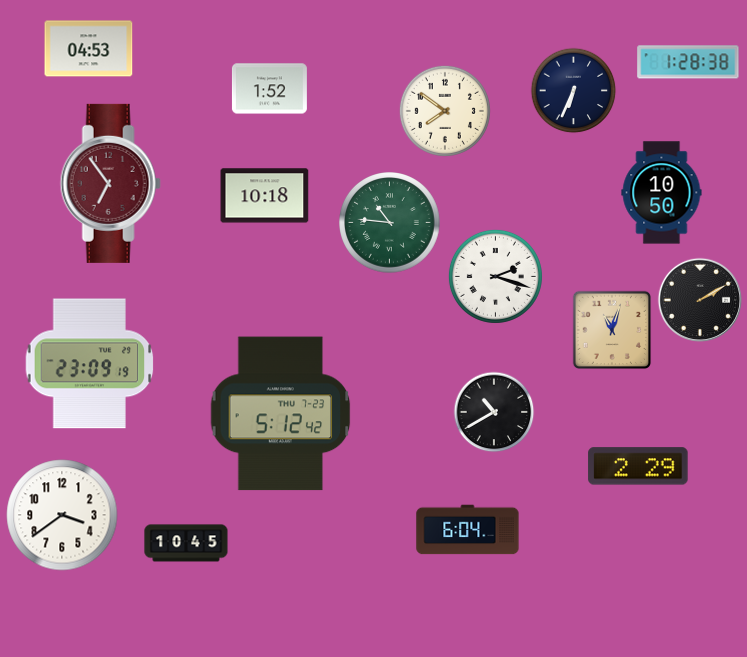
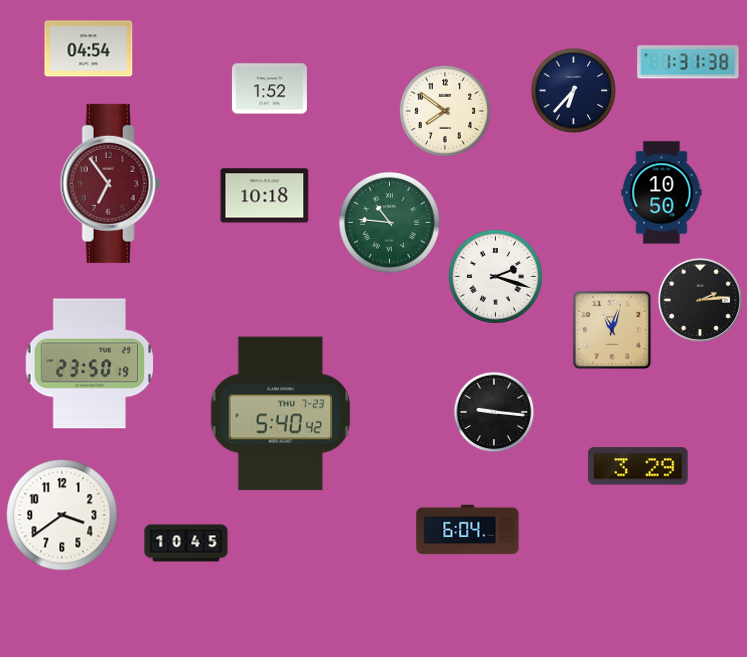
clock at (89, 49): 04:53 -> 04:54
clock at (688, 62): 1:28 -> 1:31
clock at (574, 91): 6:34 -> 6:37
clock at (699, 299): 2:10 -> 2:14
clock at (90, 364): 23:09 -> 23:50
clock at (494, 412): 10:40 -> 9:16
clock at (281, 414): 5:12 -> 5:40
clock at (638, 466): 2:29 -> 3:29
